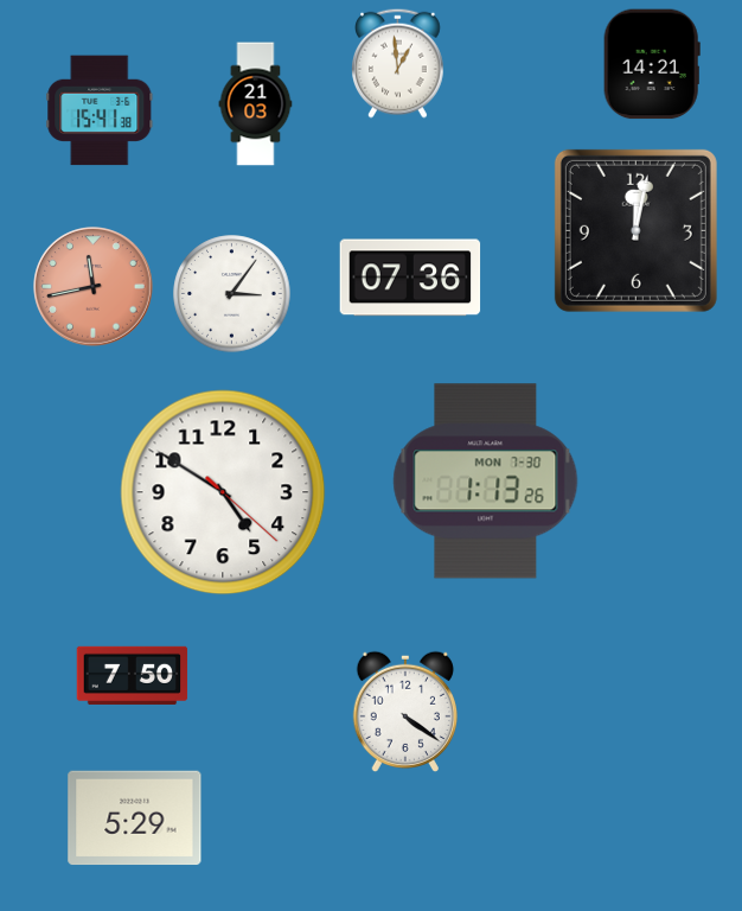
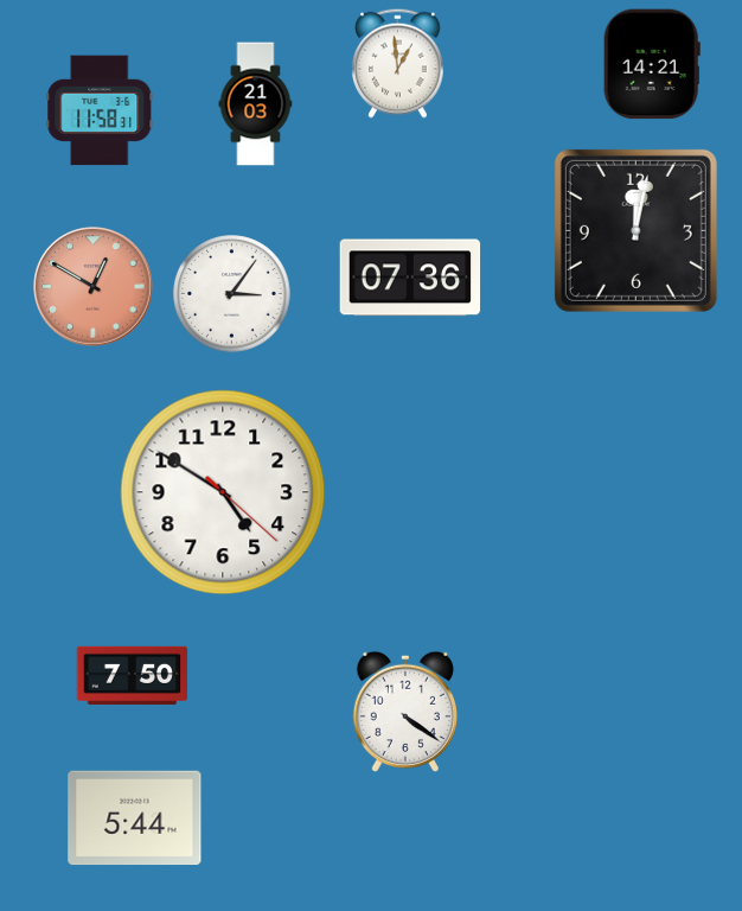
clock at (100, 110): 15:41 -> 11:58
clock at (94, 287): 11:43 -> 12:50
clock at (486, 482): 1:13 -> none
clock at (135, 818): 5:29 -> 5:44
